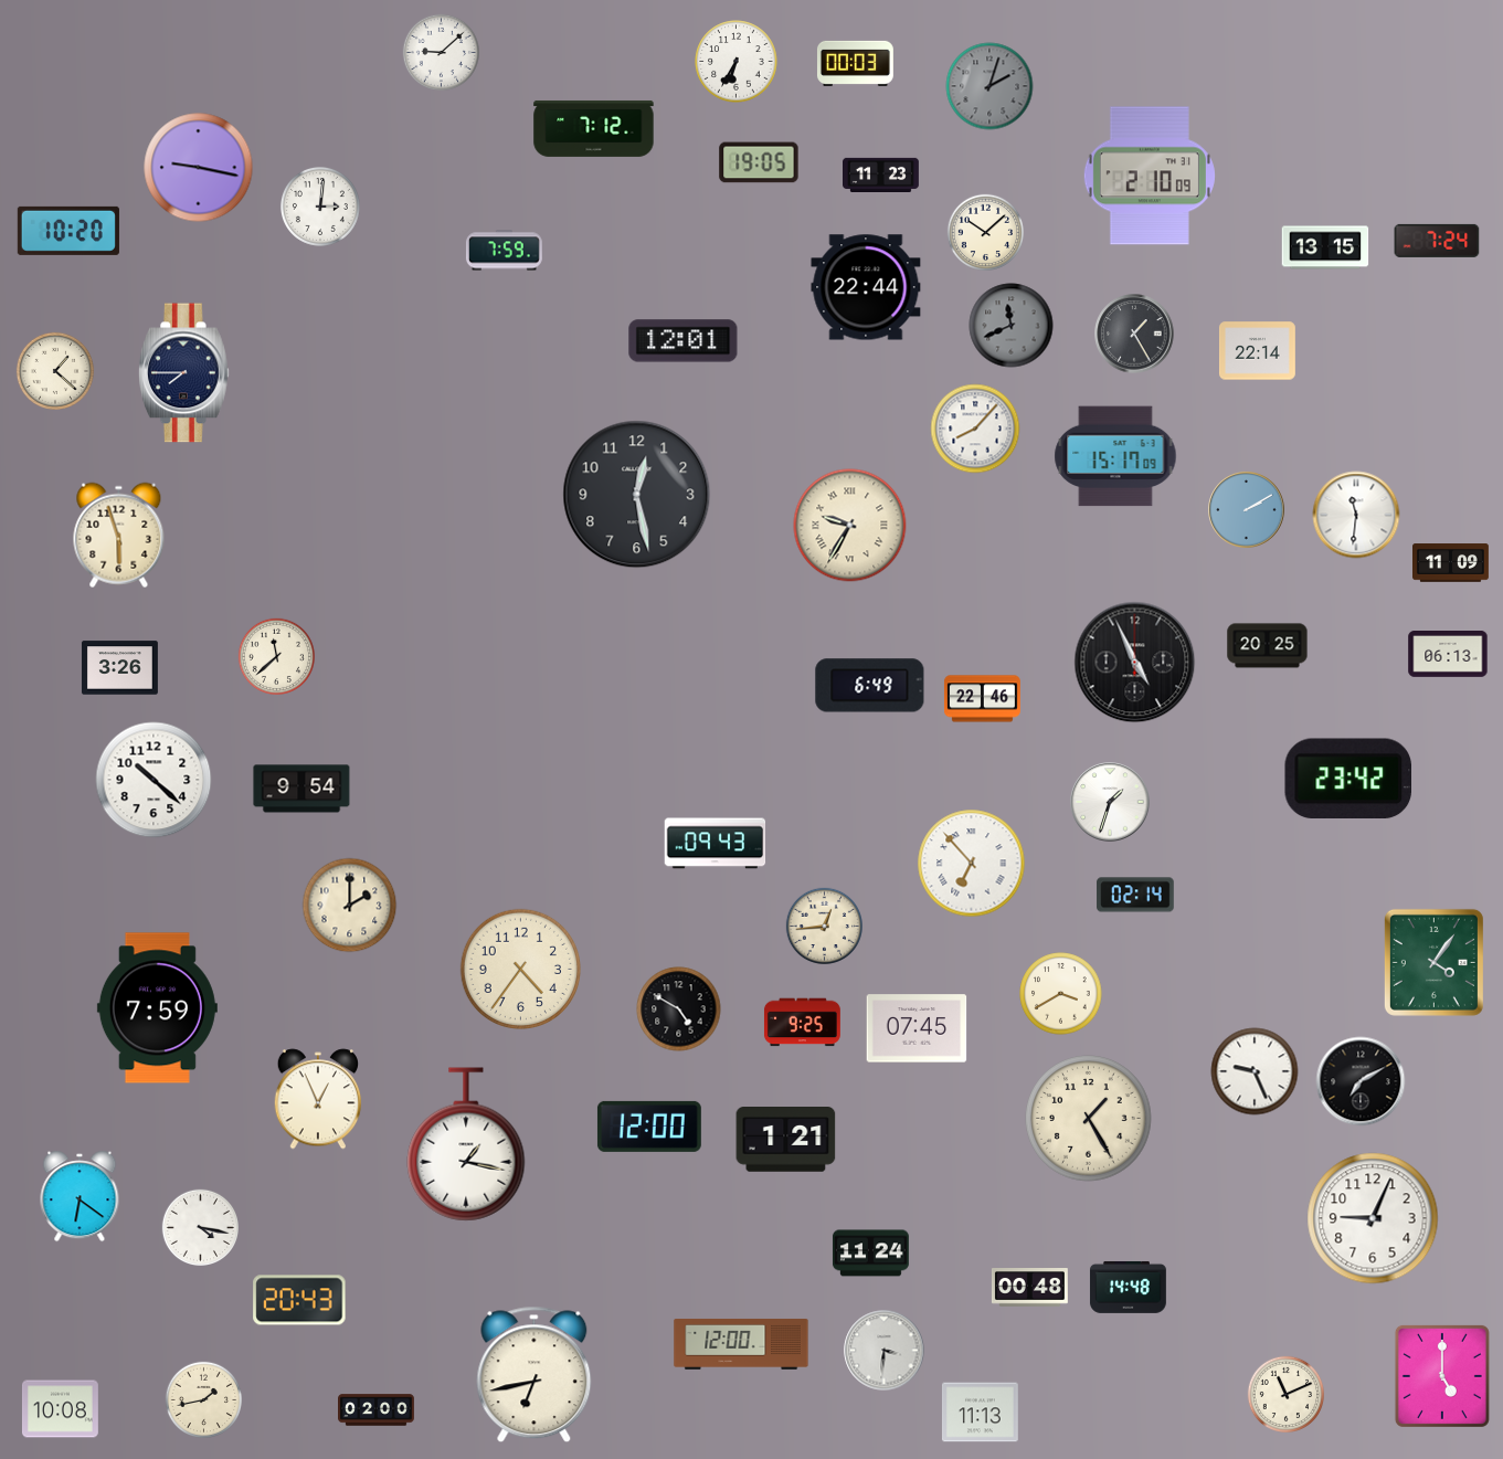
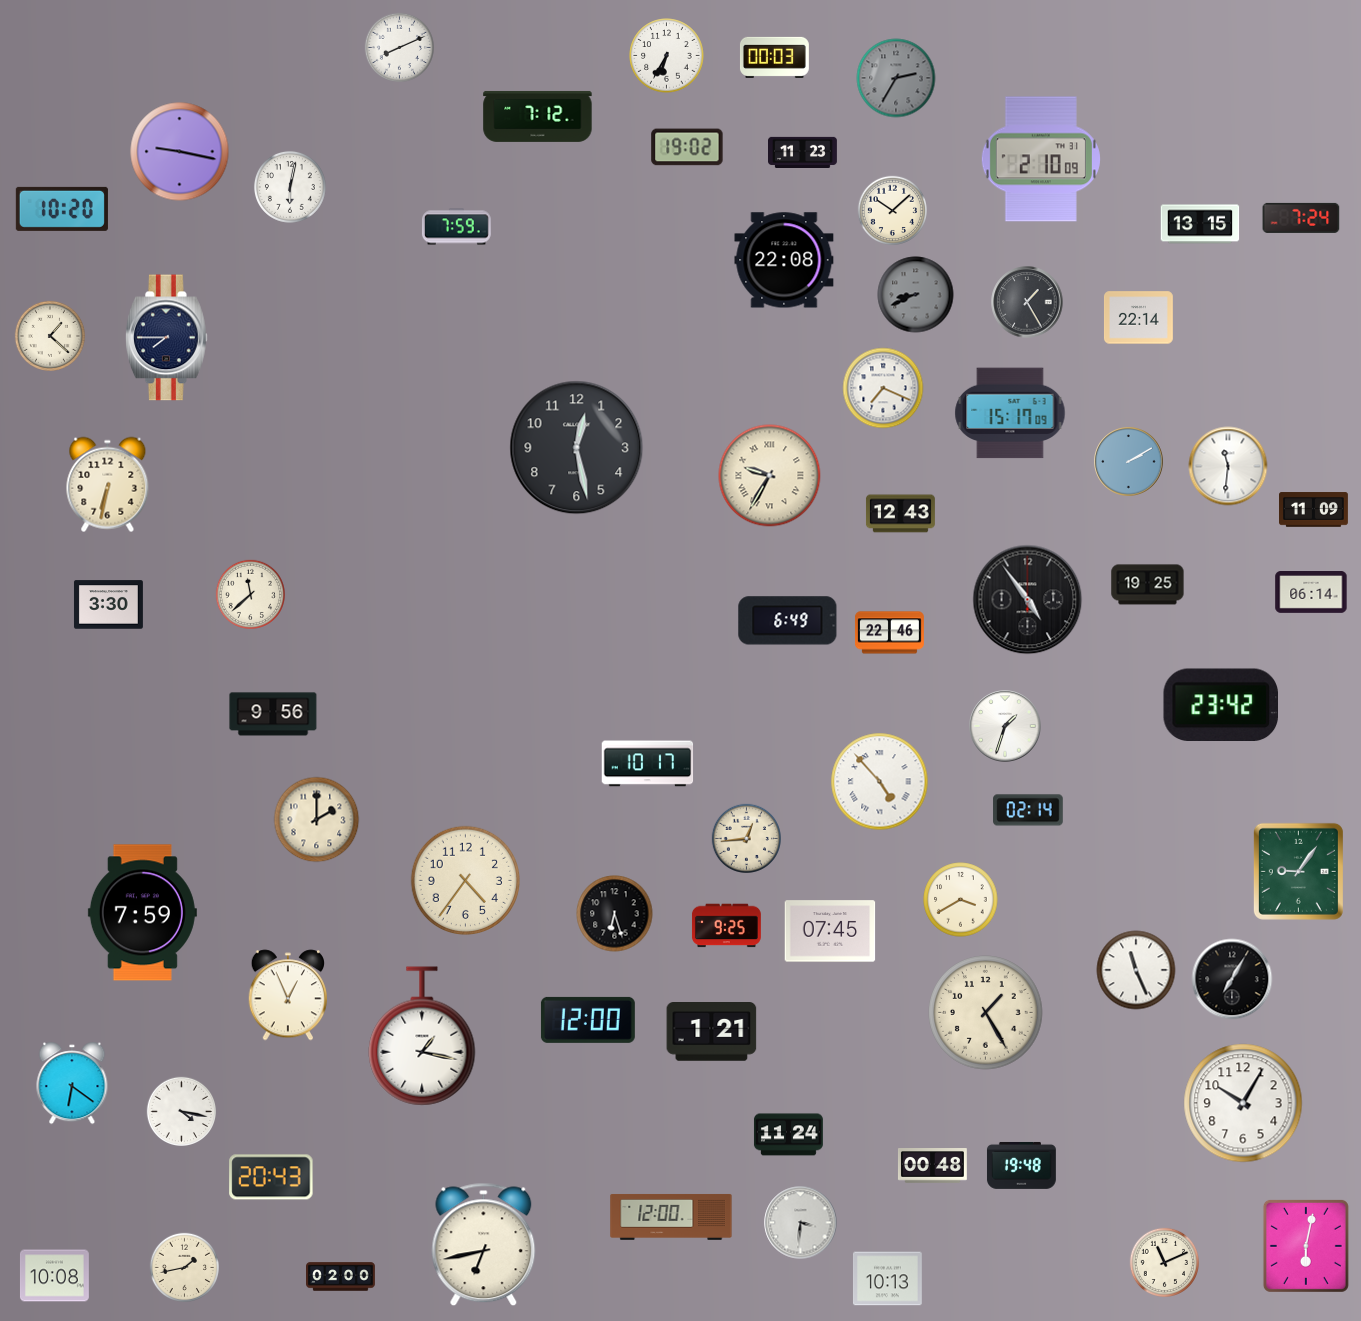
clock at (441, 52): 9:08 -> 8:11
clock at (989, 86): 2:03 -> 2:35
clock at (759, 162): 19:05 -> 19:02
clock at (881, 175) position: (881, 175) -> (803, 152)
clock at (320, 207): 3:01 -> 6:02
clock at (866, 287): 22:44 -> 22:08
clock at (1012, 326): 11:41 -> 8:41
clock at (684, 341): 12:01 -> none
clock at (975, 429): 8:07 -> 7:19
clock at (119, 536): 5:57 -> 6:32
clock at (900, 514): none -> 12:43
clock at (1268, 646): 20:25 -> 19:25
clock at (1448, 655): 06:13 -> 06:14
clock at (1135, 663): 4:56 -> 4:54
clock at (119, 668): 3:26 -> 3:30
clock at (154, 780): 10:22 -> none
clock at (301, 789): 9:54 -> 9:56
clock at (716, 844): 09:43 -> 10:17
clock at (972, 864): 6:53 -> 4:53
clock at (1433, 962): 4:06 -> 9:06
clock at (520, 969) position: (520, 969) -> (465, 880)
clock at (679, 1009): 4:50 -> 6:27
clock at (1255, 1071): 9:26 -> 11:26
clock at (1361, 1081): 7:10 -> 7:05
clock at (1373, 1218): 9:04 -> 10:05
clock at (1128, 1287): 14:48 -> 19:48
clock at (1442, 1376): 5:00 -> 6:02
clock at (980, 1413): 11:13 -> 10:13
